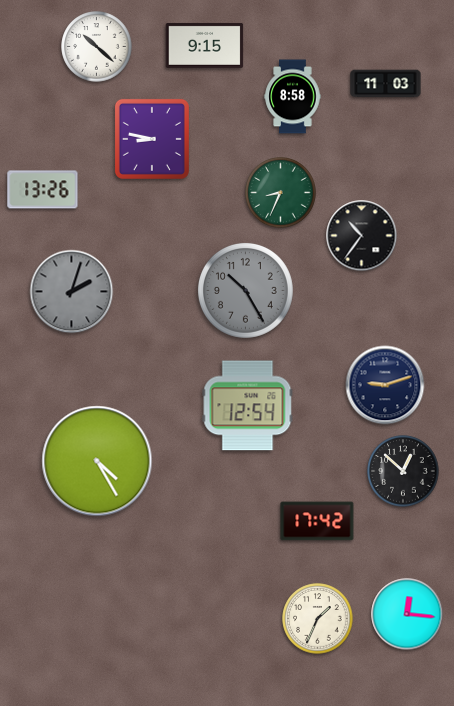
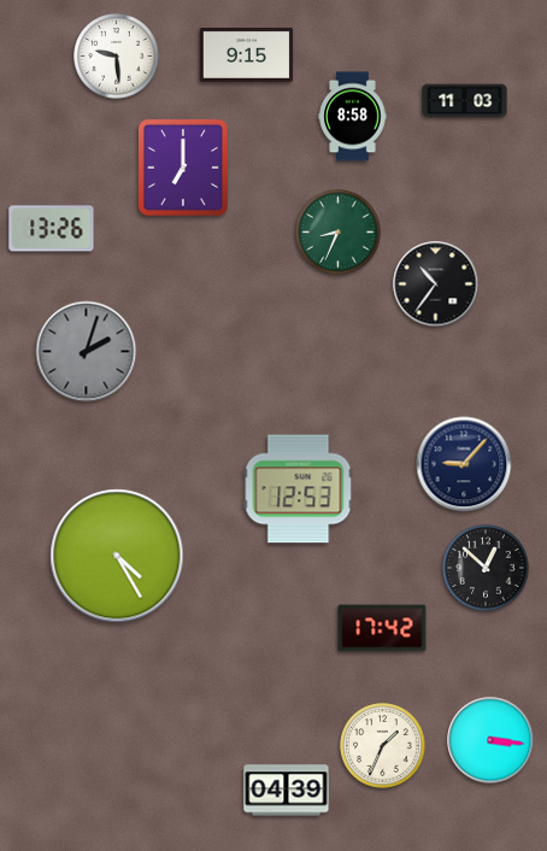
clock at (97, 47): 10:22 -> 9:29
clock at (152, 139): 8:47 -> 7:00
clock at (245, 290): 10:25 -> none
clock at (385, 385): 9:12 -> 9:07
clock at (248, 406): 12:54 -> 12:53
clock at (407, 614): 12:16 -> 3:16
clock at (287, 791): none -> 04:39
